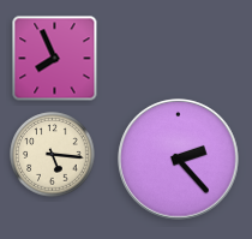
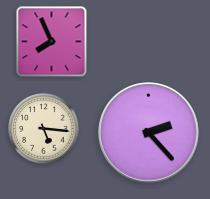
clock at (55, 59) position: (55, 59) -> (52, 42)
